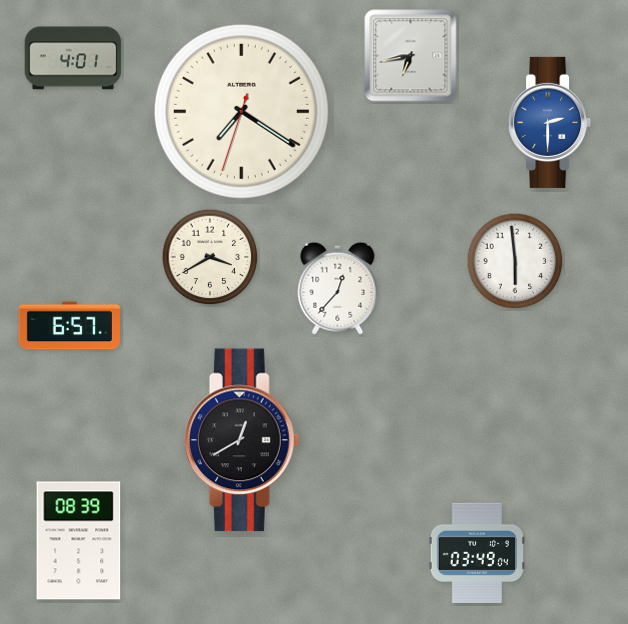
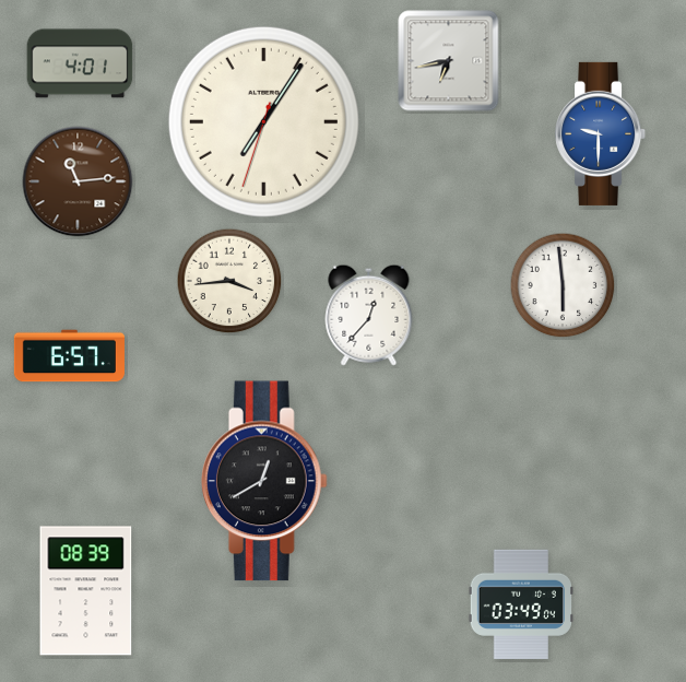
clock at (241, 111): 7:20 -> 7:05
clock at (550, 122): 2:30 -> 9:30
clock at (78, 181): none -> 11:14
clock at (210, 257): 3:40 -> 3:44
clock at (69, 326) position: (69, 326) -> (69, 356)
